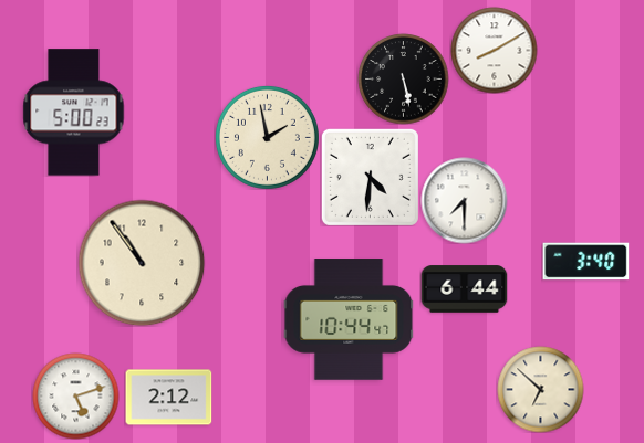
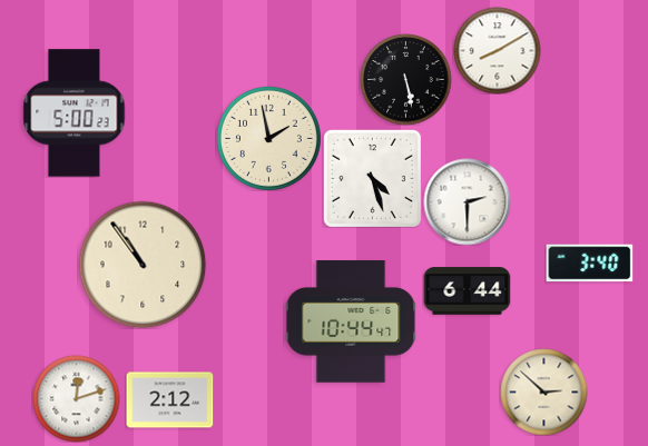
clock at (370, 177): 4:31 -> 4:27
clock at (464, 200): 7:30 -> 2:30
clock at (540, 389): 6:52 -> 2:52
clock at (75, 395): 5:12 -> 12:12
